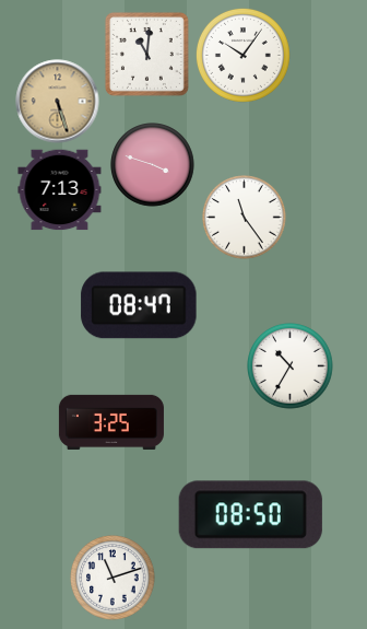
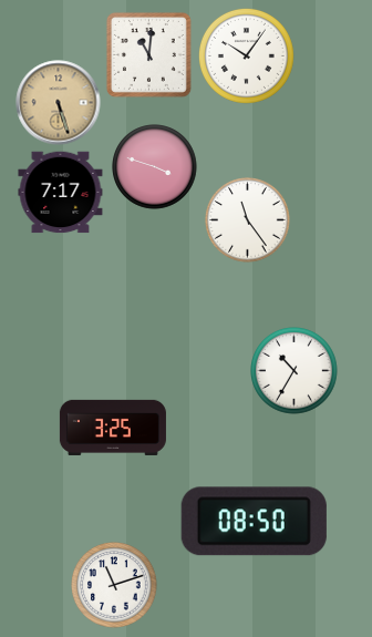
clock at (60, 190): 7:13 -> 7:17
clock at (139, 305): 08:47 -> none
